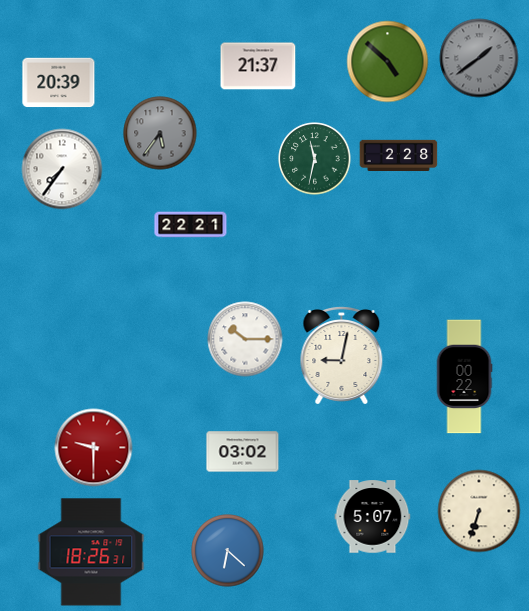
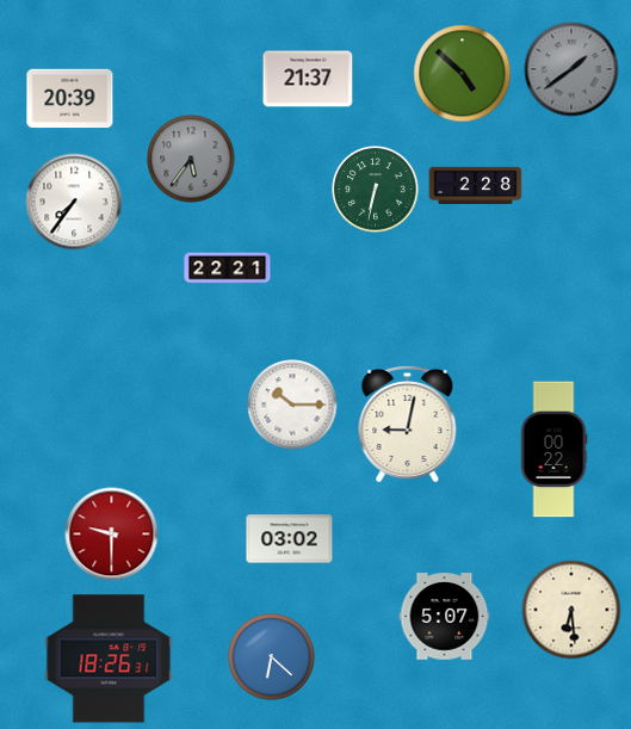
clock at (315, 159): 11:32 -> 6:32
clock at (479, 511): 6:33 -> 6:29
